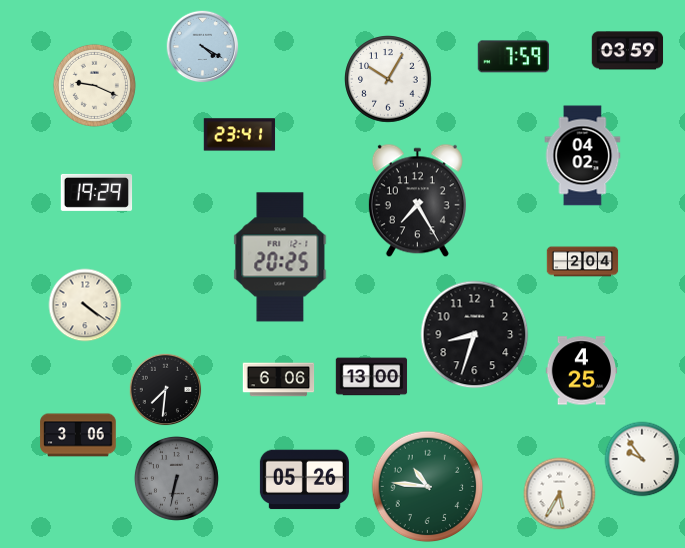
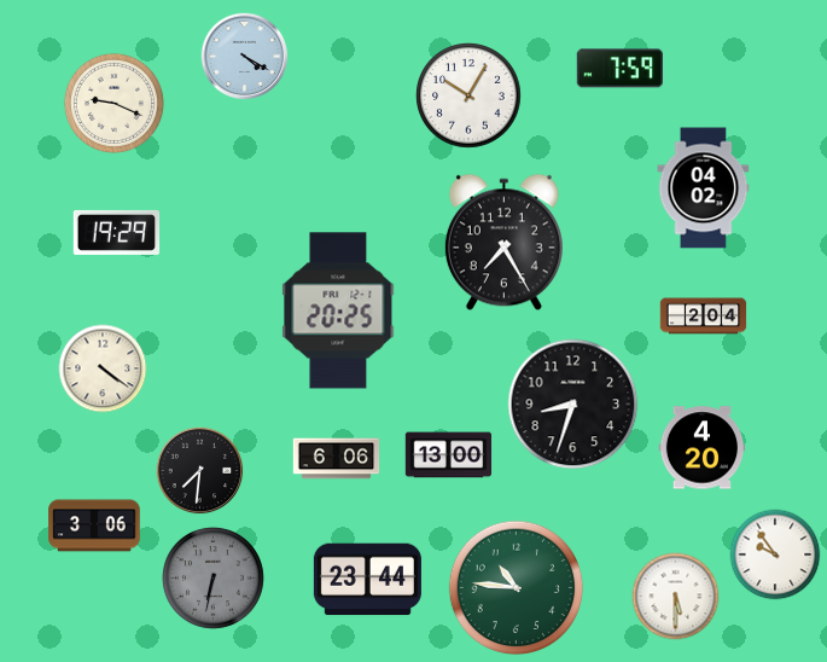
clock at (628, 51): 03:59 -> none
clock at (240, 135): 23:41 -> none
clock at (582, 371): 4:25 -> 4:20
clock at (304, 480): 05:26 -> 23:44
clock at (560, 494): 5:35 -> 5:30
